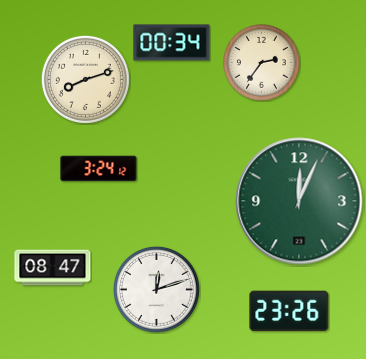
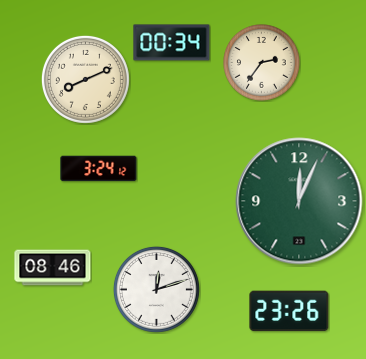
clock at (85, 79): 8:12 -> 8:11
clock at (53, 268): 08:47 -> 08:46
